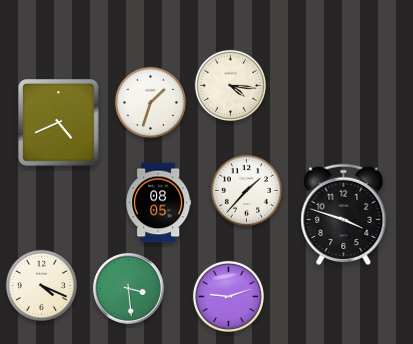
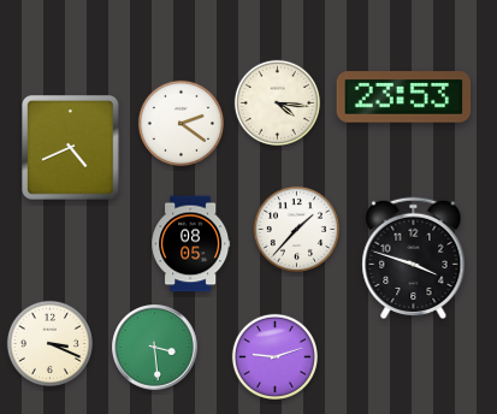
clock at (404, 97): none -> 23:53
clock at (150, 102): 1:33 -> 2:21
clock at (41, 285): 4:19 -> 3:19
